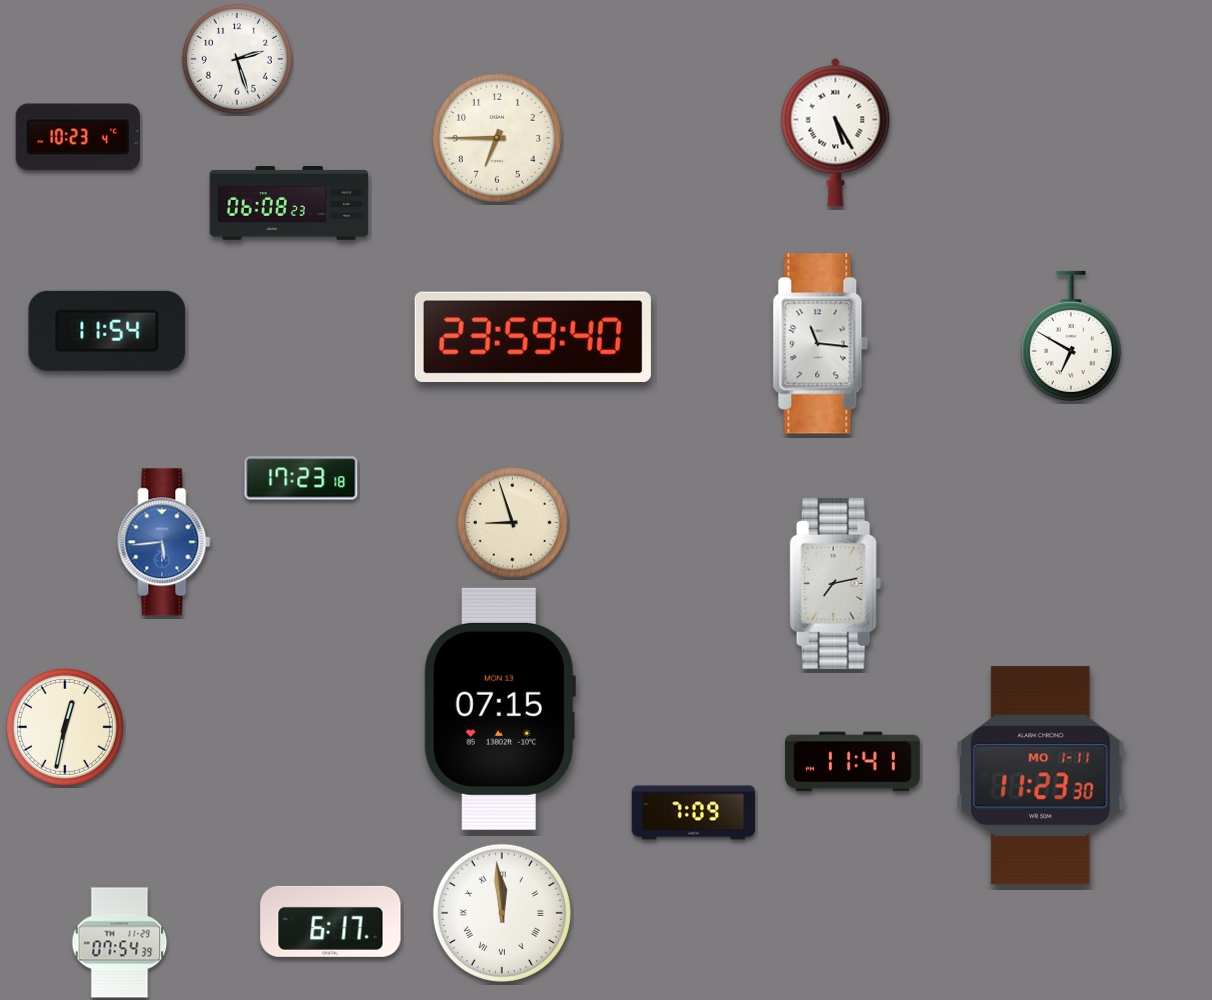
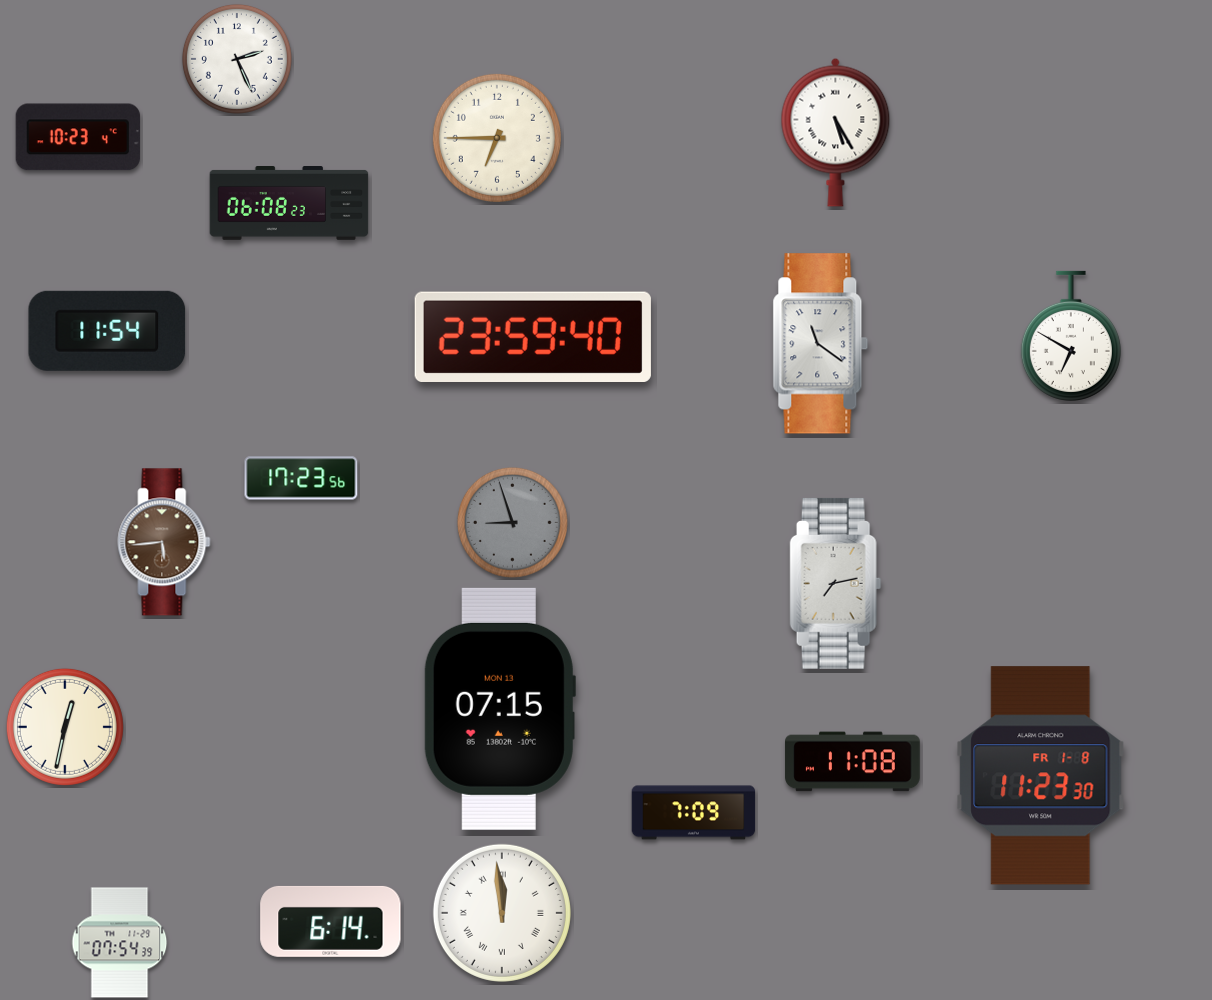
clock at (237, 59): 2:27 -> 2:26
clock at (821, 344): 11:16 -> 11:21
clock at (301, 478): 17:23:18 -> 17:23:56
clock at (512, 522) dial: cream -> grey
clock at (164, 542) dial: blue -> brown
clock at (853, 762): 11:41 -> 11:08
clock at (1041, 776) date: MO 1-11 -> FR 1-8
clock at (331, 921): 6:17 -> 6:14
